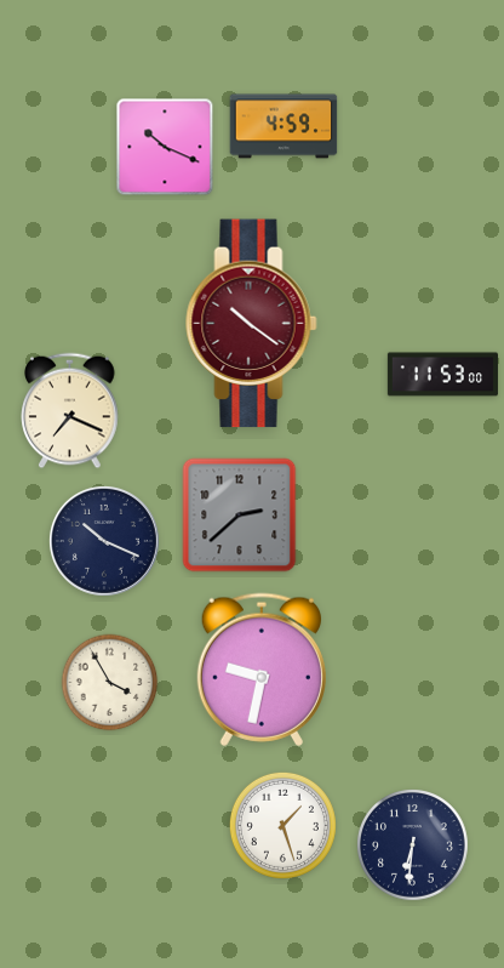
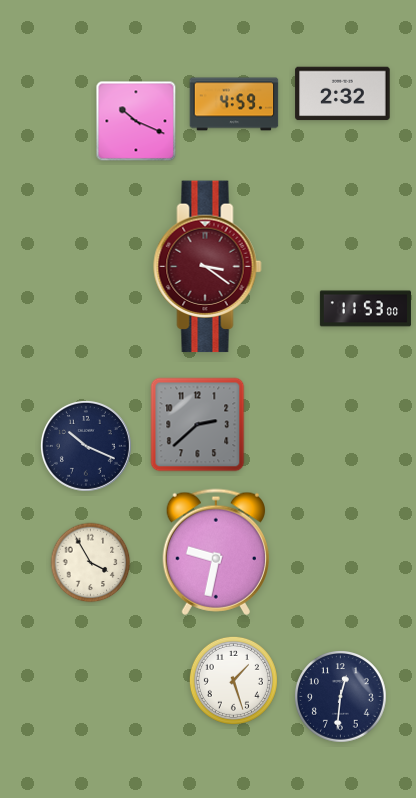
clock at (343, 94): none -> 2:32
clock at (252, 324): 10:21 -> 3:21
clock at (70, 411): 7:19 -> none
clock at (413, 845): 6:31 -> 12:31
